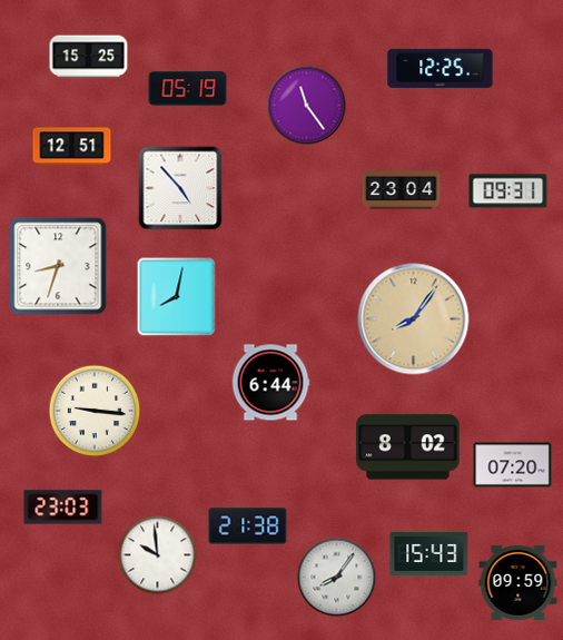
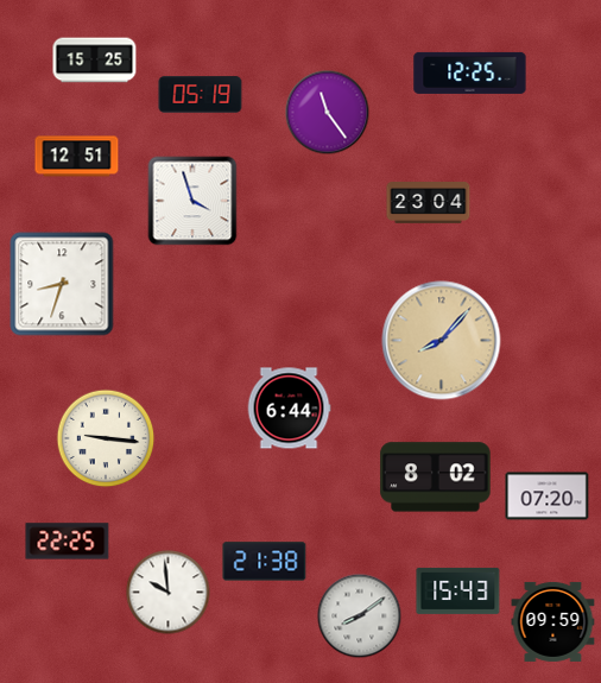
clock at (180, 188): 4:53 -> 3:57
clock at (508, 191): 09:31 -> none
clock at (177, 297): 8:02 -> none
clock at (414, 319): 8:06 -> 8:07
clock at (95, 411) position: (95, 411) -> (106, 438)
clock at (63, 508): 23:03 -> 22:25
clock at (337, 578): 8:06 -> 8:09
